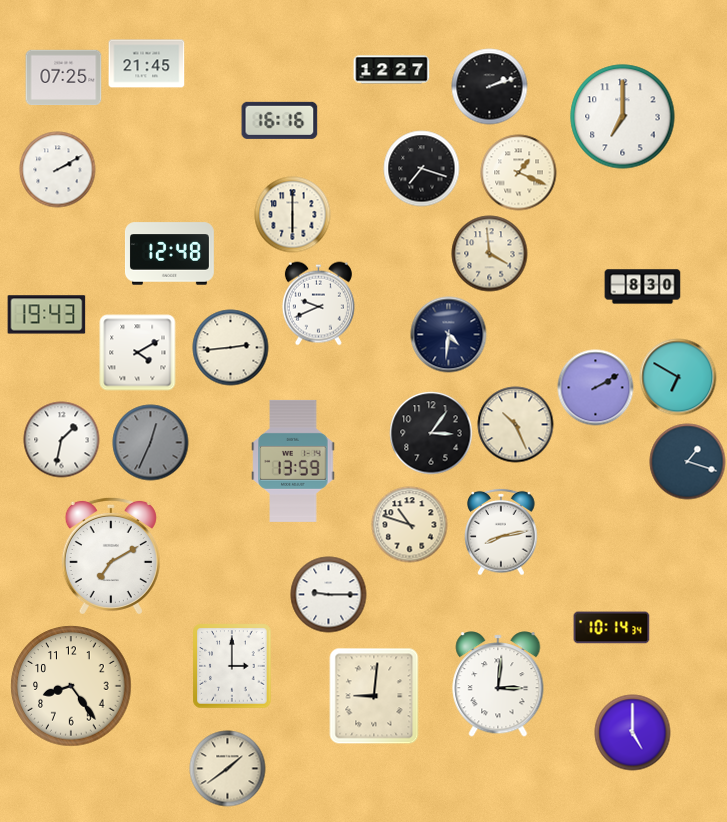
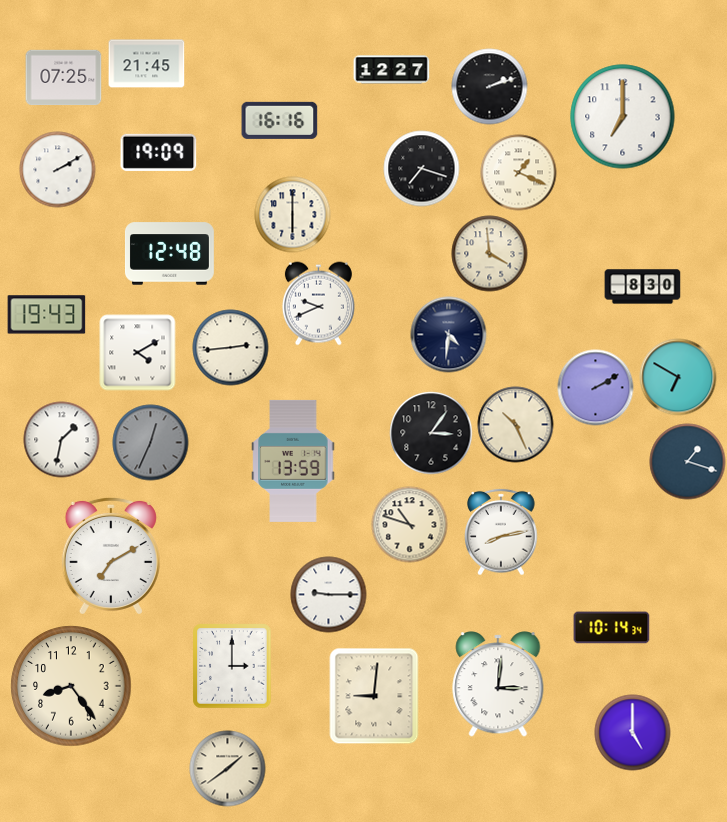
clock at (159, 152): none -> 19:09
